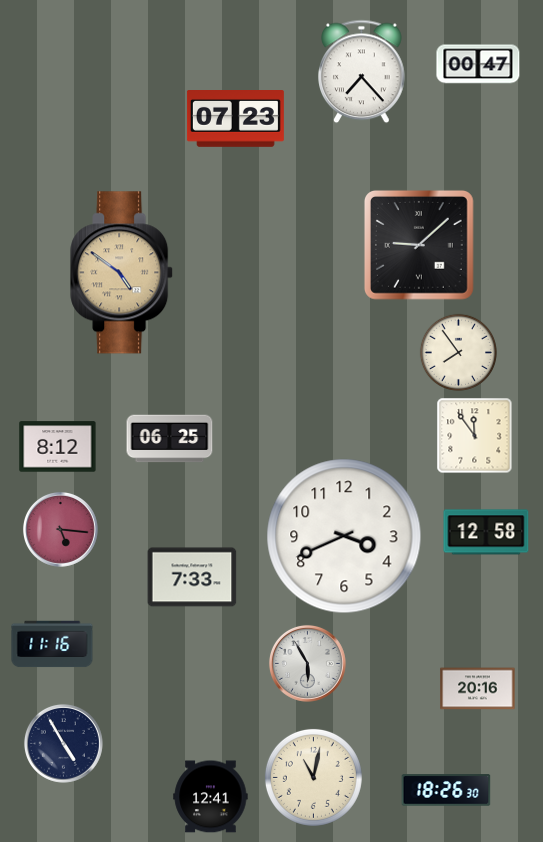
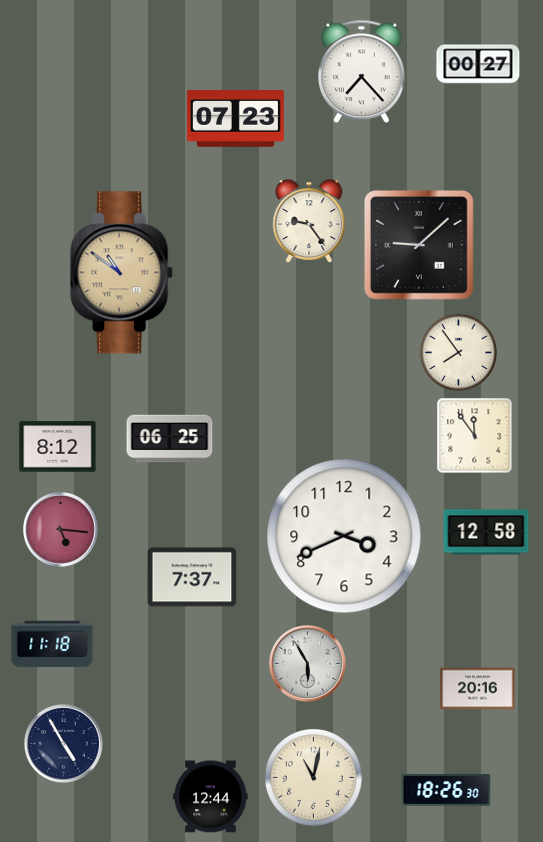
clock at (478, 64): 00:47 -> 00:27
clock at (309, 221): none -> 9:24
clock at (122, 273): 4:51 -> 10:51
clock at (192, 577): 7:33 -> 7:37
clock at (52, 644): 11:16 -> 11:18
clock at (211, 797): 12:41 -> 12:44
